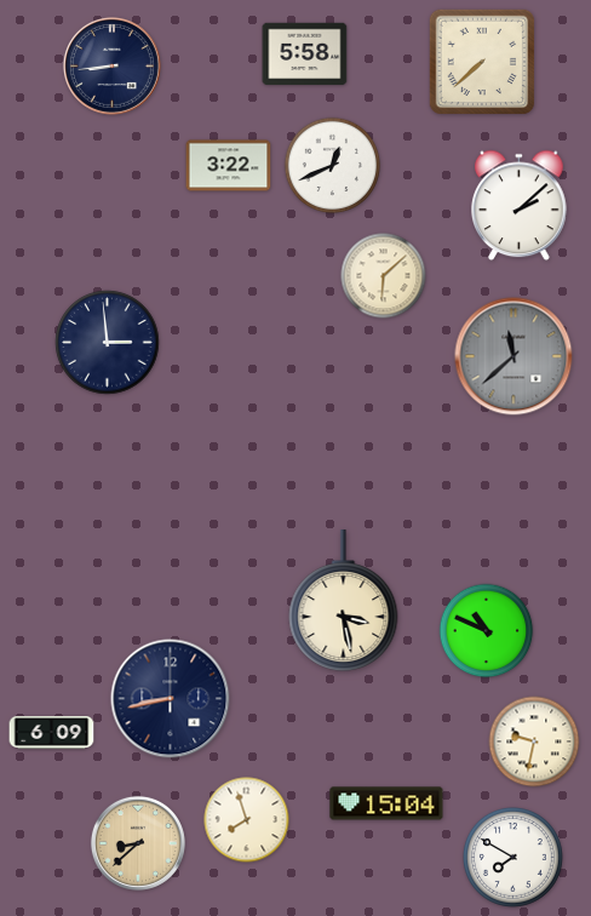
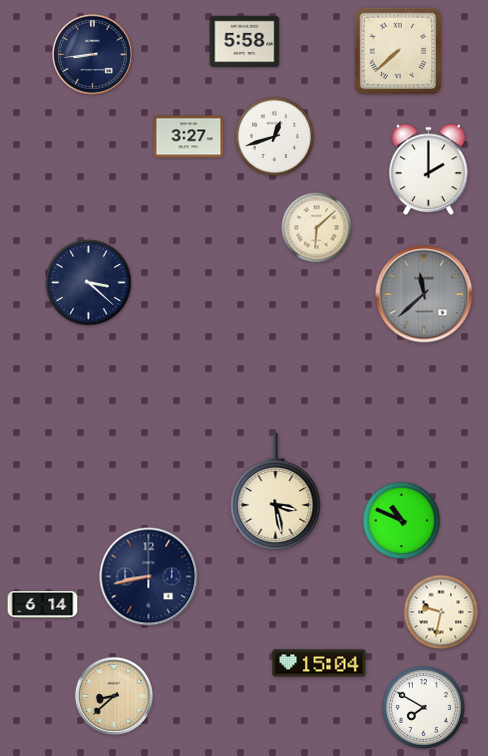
clock at (305, 55) position: (305, 55) -> (245, 42)
clock at (229, 166): 3:22 -> 3:27
clock at (333, 166): 12:41 -> 12:42
clock at (520, 206): 2:08 -> 2:00
clock at (108, 343): 2:59 -> 3:22
clock at (344, 601) position: (344, 601) -> (276, 492)
clock at (171, 699) position: (171, 699) -> (149, 577)
clock at (52, 733): 6:09 -> 6:14
clock at (247, 820): 7:57 -> none
